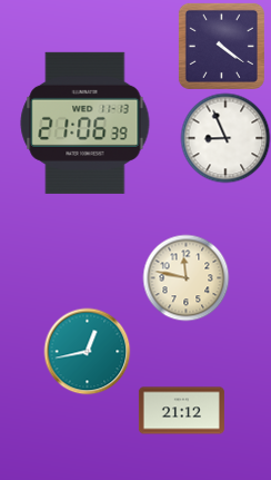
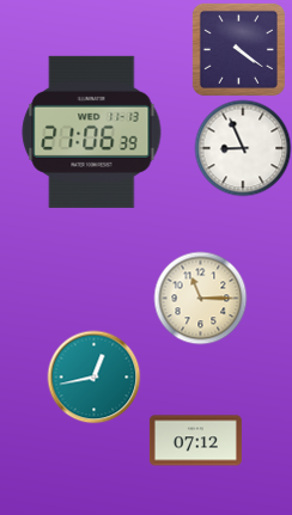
clock at (185, 277): 11:47 -> 11:15
clock at (181, 411): 21:12 -> 07:12
